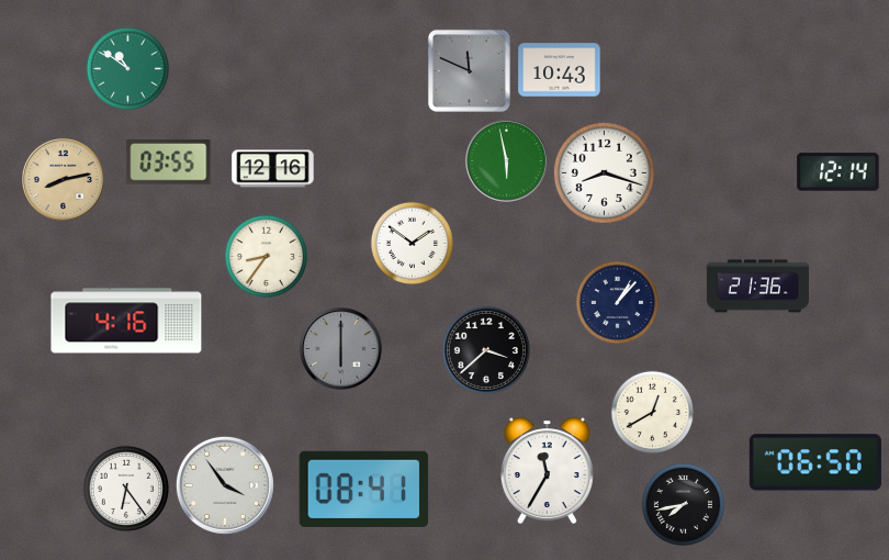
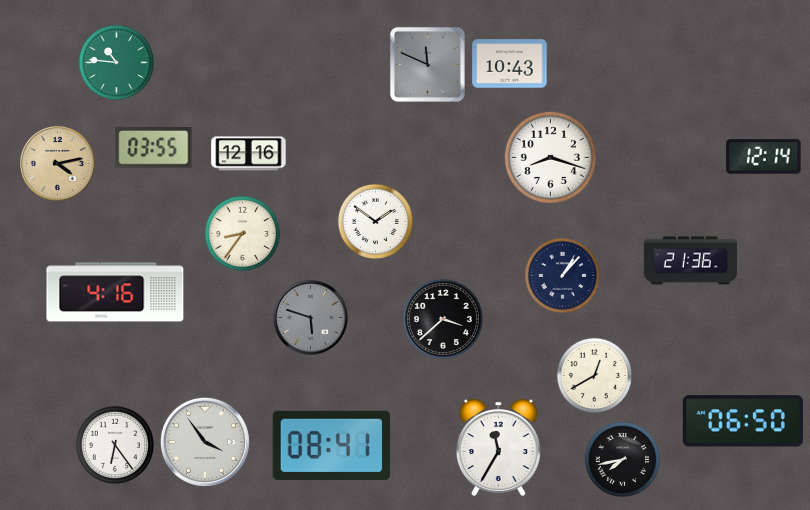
clock at (127, 68): 10:51 -> 10:46
clock at (507, 161): 5:58 -> none
clock at (64, 180): 8:13 -> 4:13
clock at (341, 349): 6:00 -> 5:48
clock at (547, 470) position: (547, 470) -> (498, 447)
